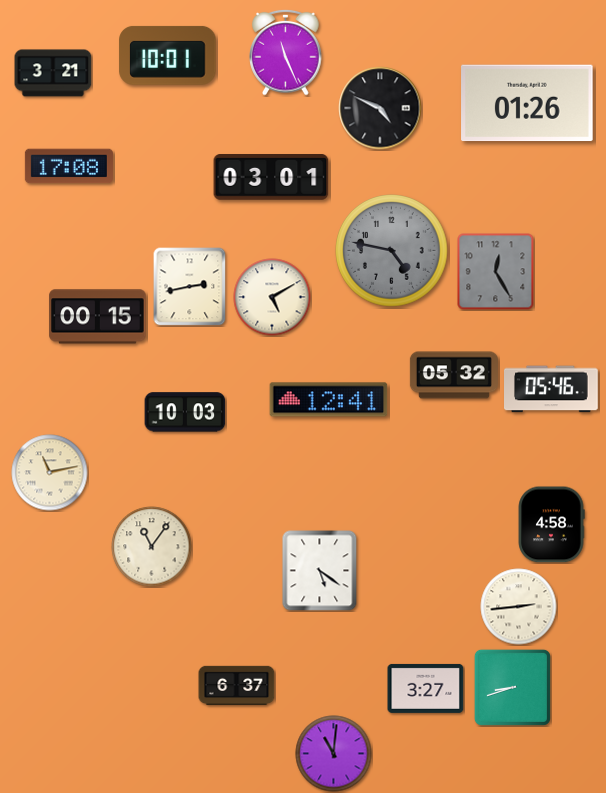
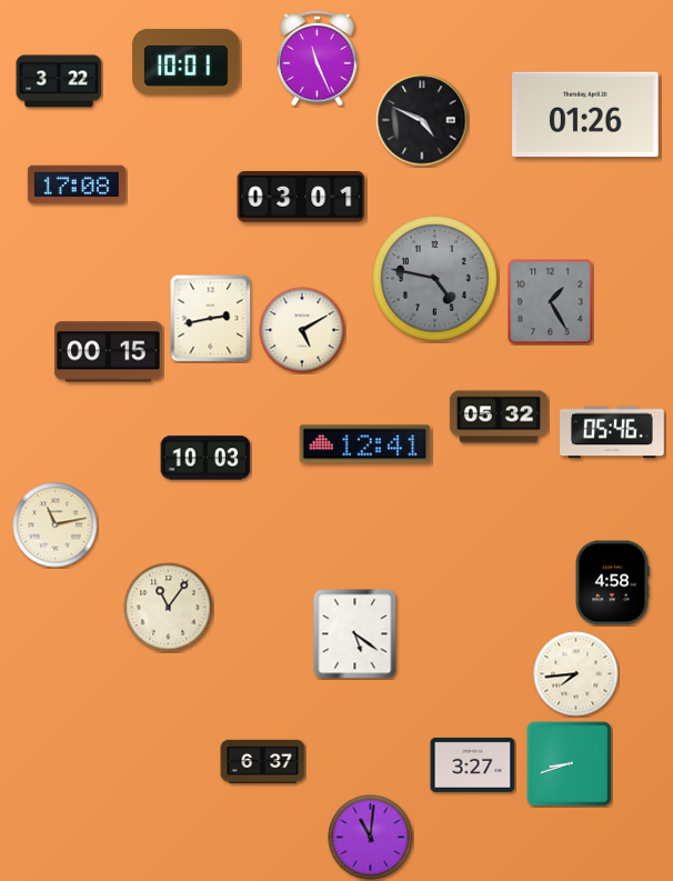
clock at (53, 73): 3:21 -> 3:22
clock at (496, 272): 12:25 -> 1:25
clock at (454, 375) position: (454, 375) -> (499, 417)
clock at (519, 607): 2:44 -> 7:44
